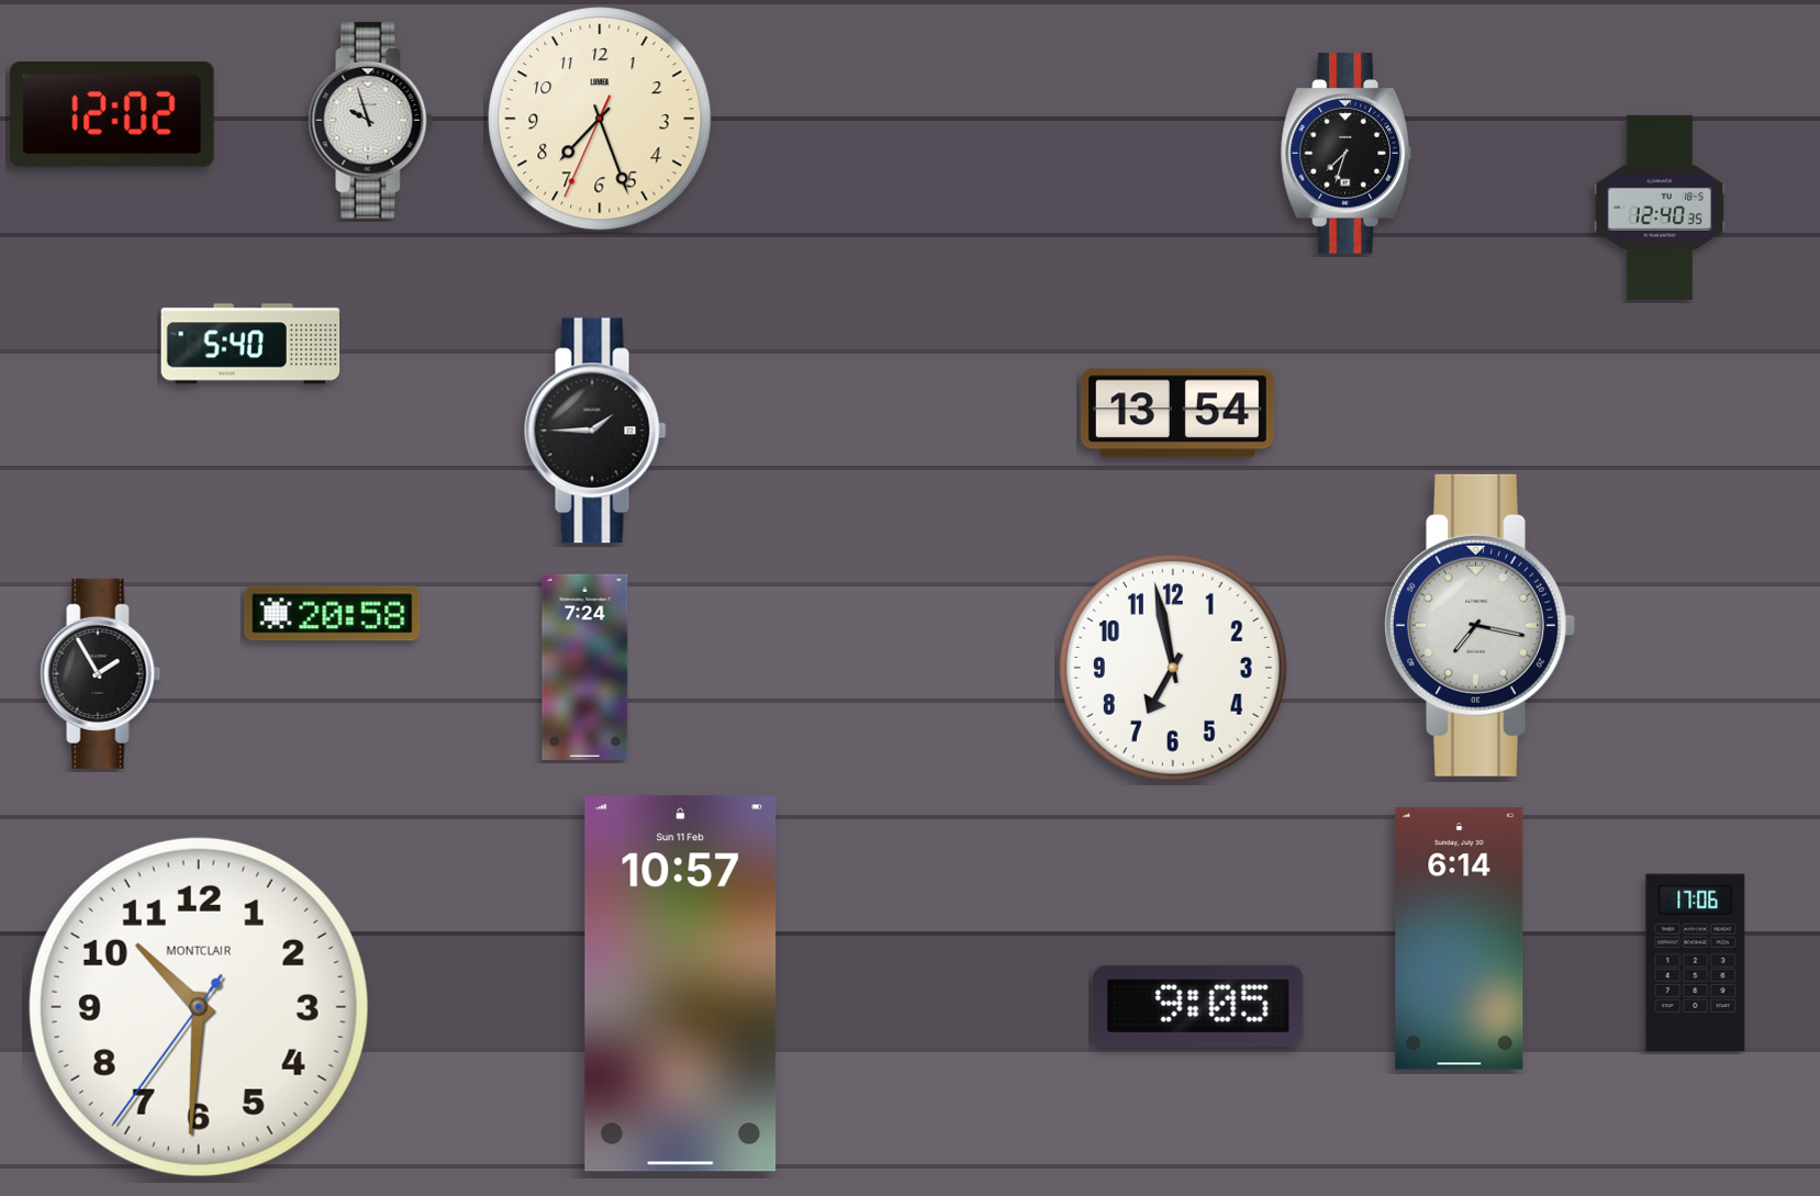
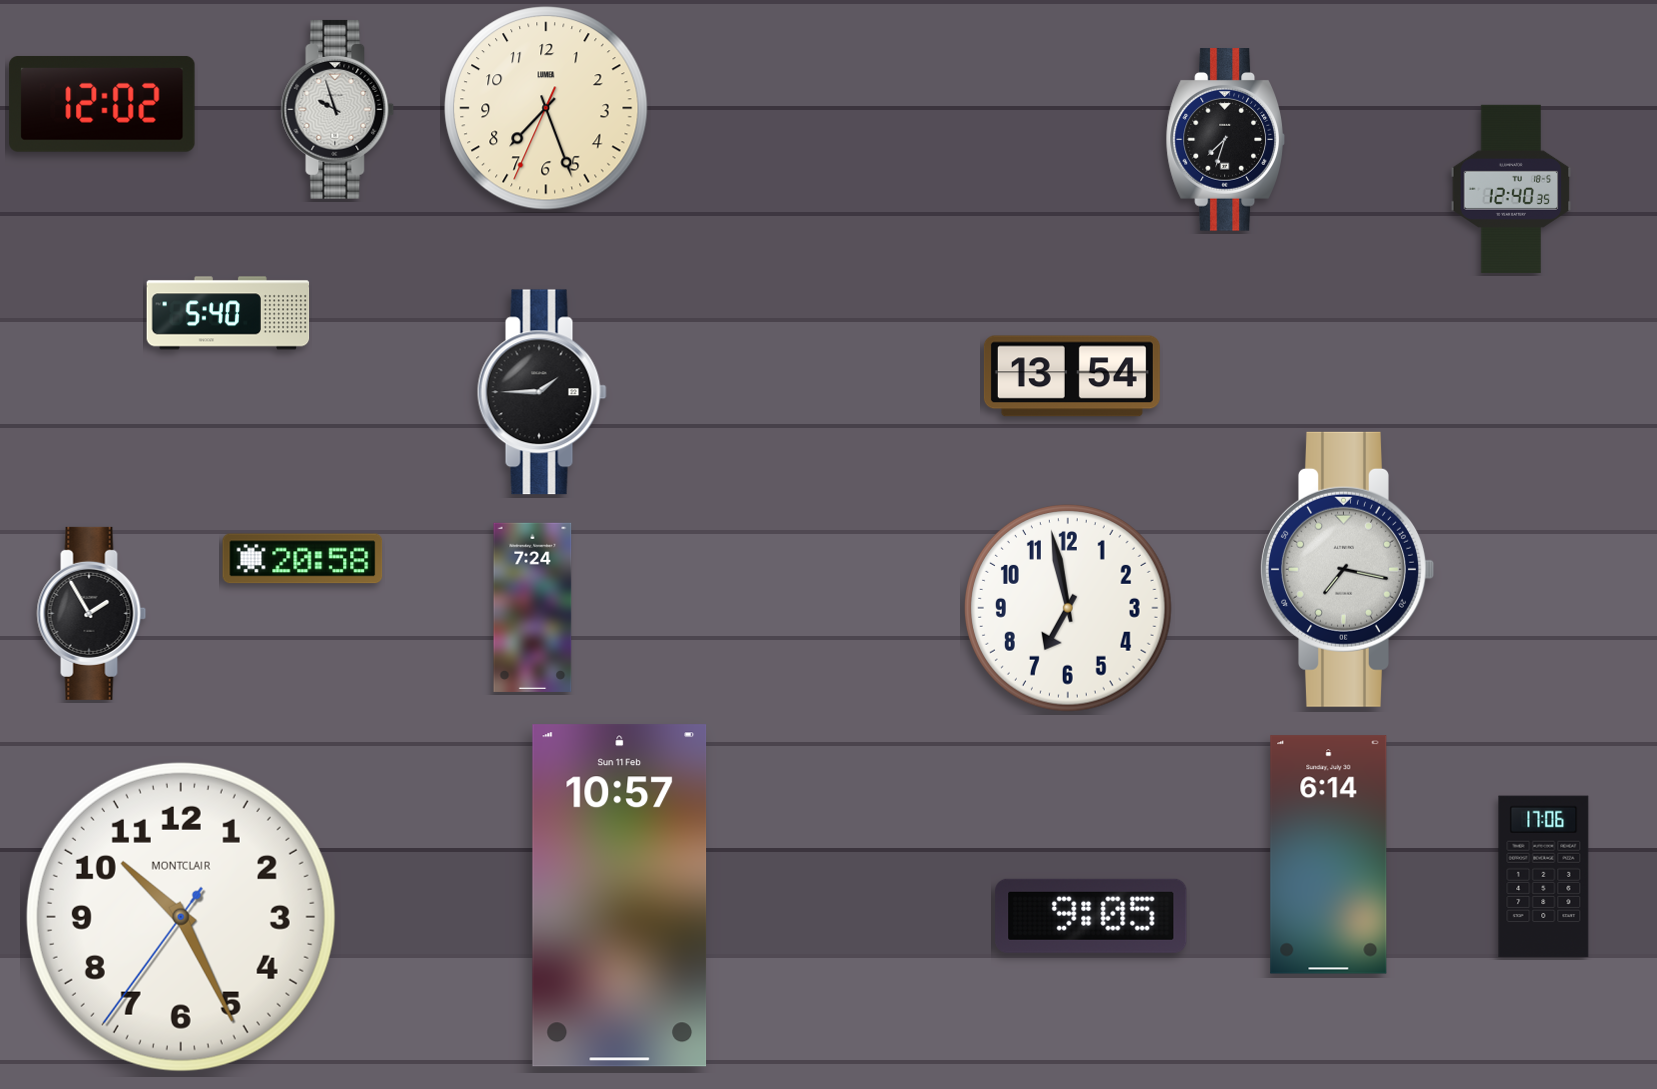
clock at (199, 1007): 10:30 -> 10:25
